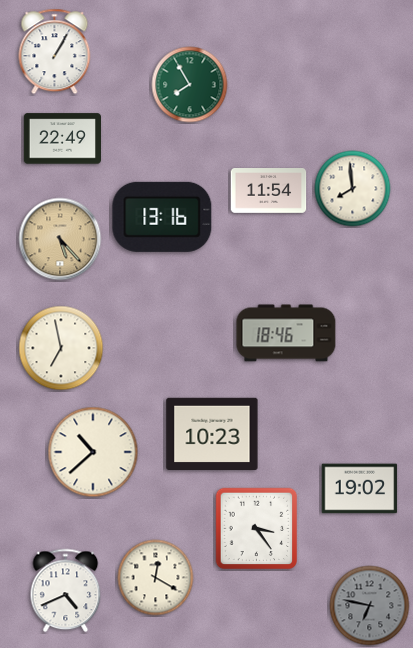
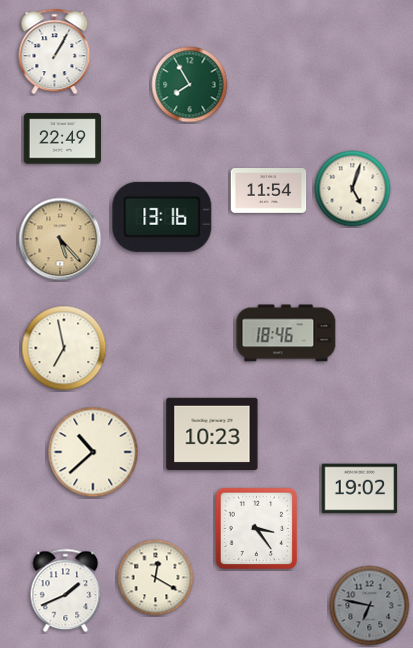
clock at (353, 189): 7:59 -> 5:03
clock at (61, 348) position: (61, 348) -> (64, 348)
clock at (66, 591): 4:41 -> 1:41
